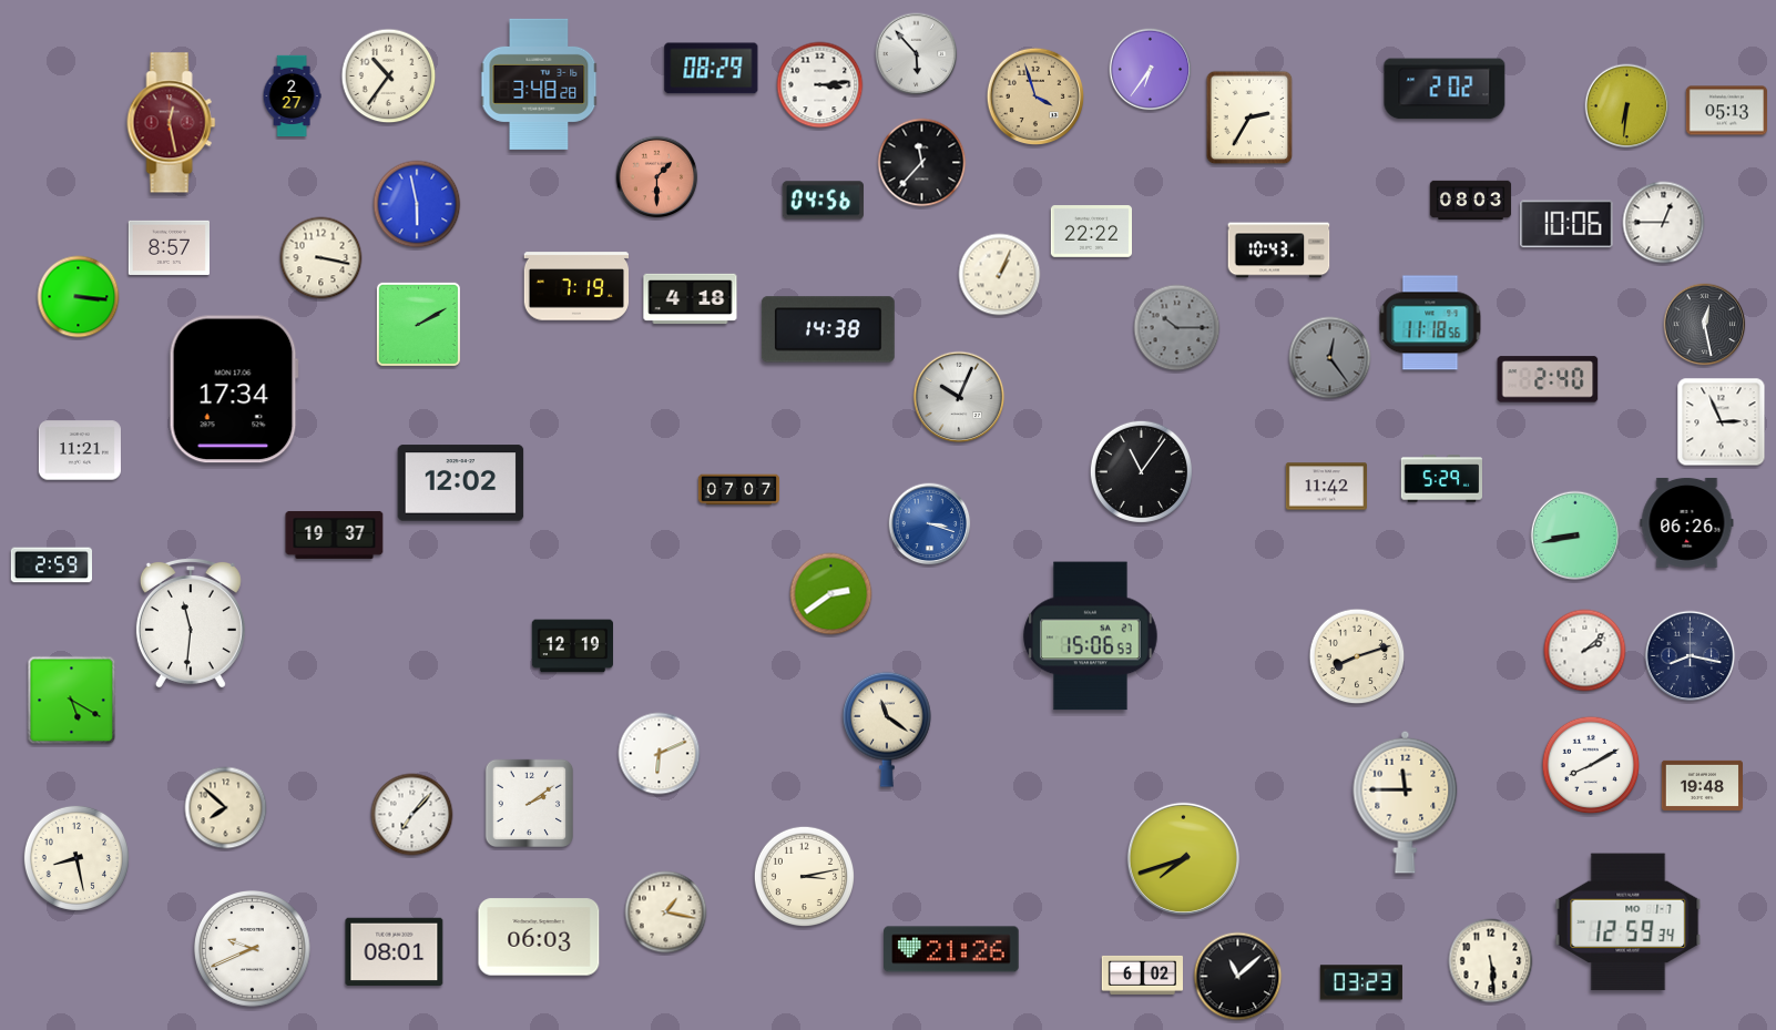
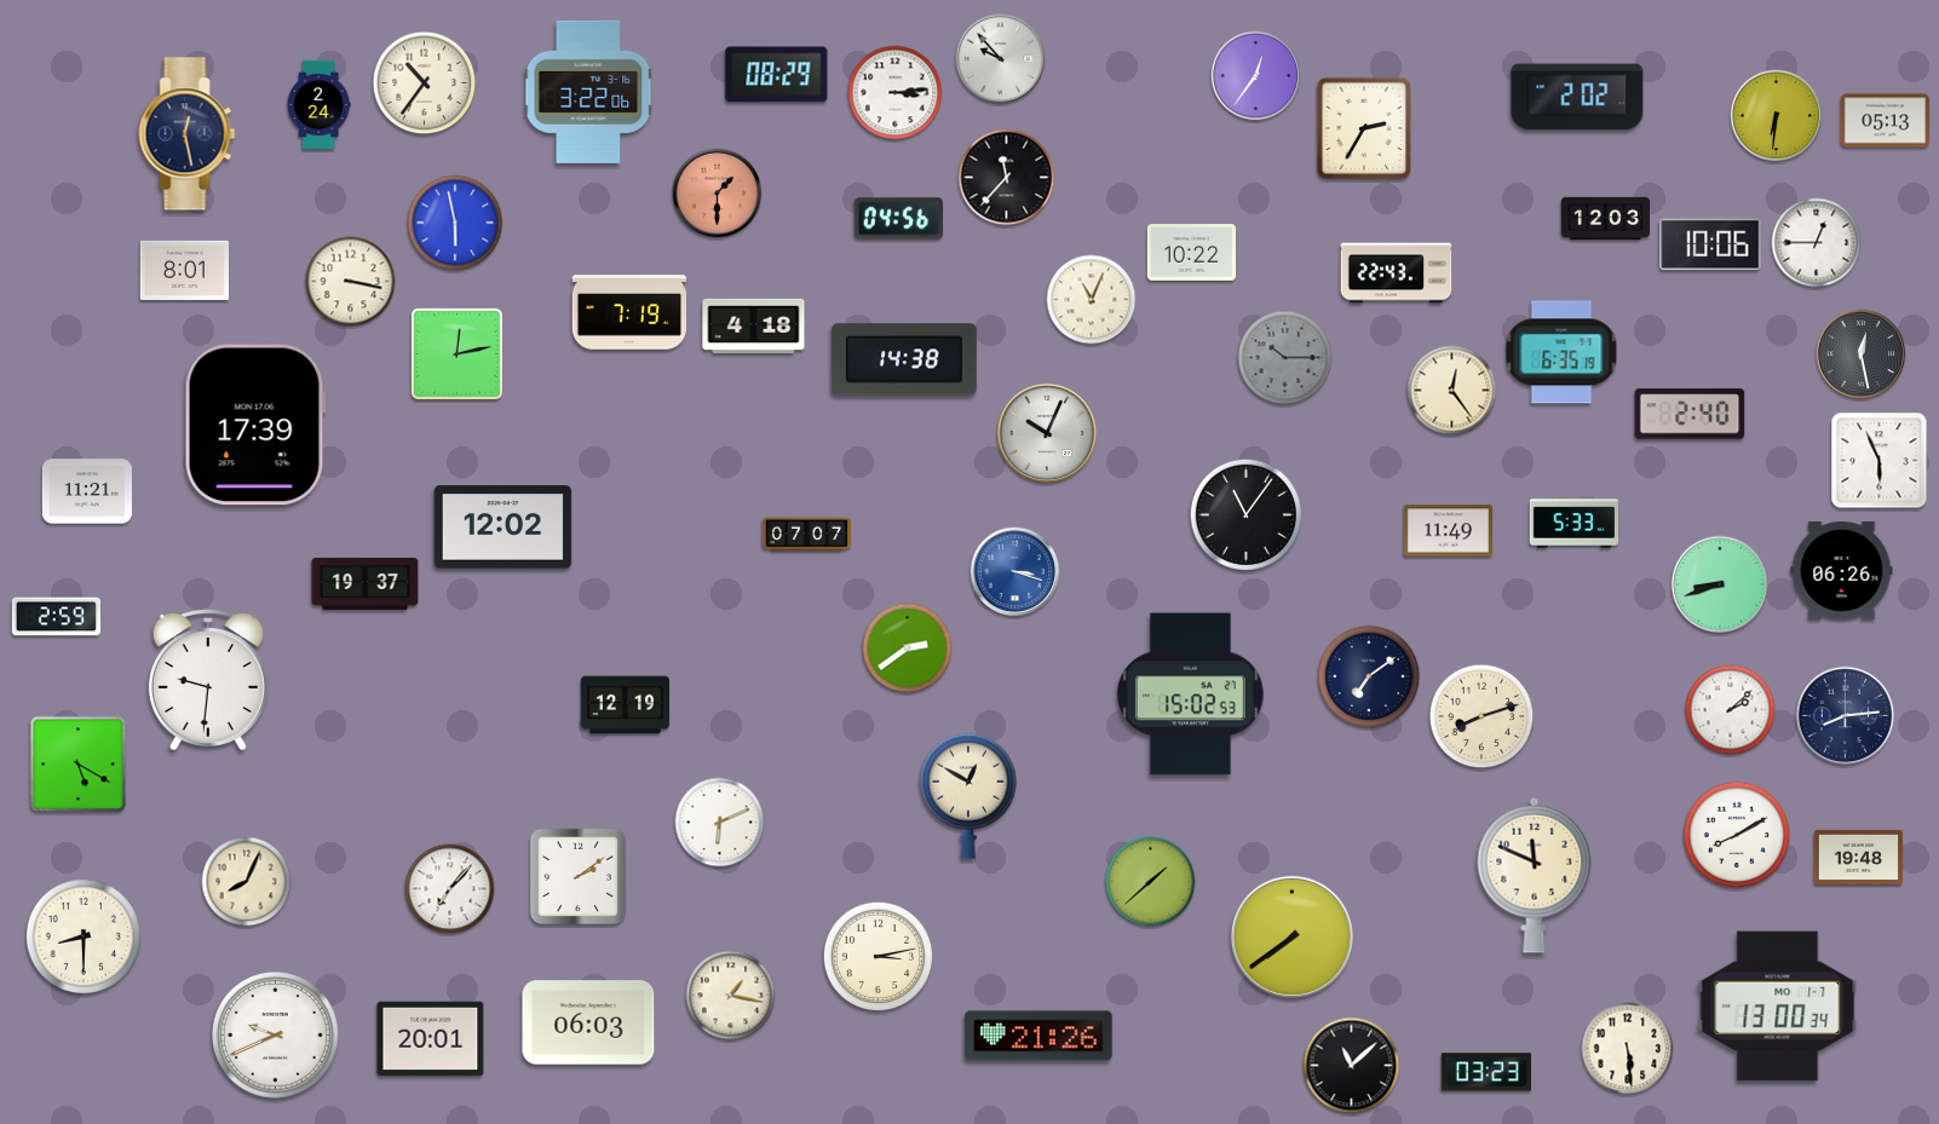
clock at (917, 54): 5:53 -> 9:53
clock at (1151, 70): 6:36 -> 12:36
clock at (539, 84): 3:48 -> 3:22
clock at (292, 96): 2:27 -> 2:24
clock at (1035, 96): 3:57 -> none
clock at (172, 123) dial: burgundy -> navy
clock at (1471, 201): 08:03 -> 12:03
clock at (1091, 232): 22:22 -> 10:22
clock at (169, 247): 8:57 -> 8:01
clock at (1279, 251): 10:43 -> 22:43
clock at (1000, 275): 1:04 -> 11:04
clock at (79, 297): 3:16 -> none
clock at (1430, 323): 11:18 -> 6:35
clock at (418, 324): 2:10 -> 12:13
clock at (1330, 358) dial: grey -> cream
clock at (234, 389): 17:34 -> 17:39
clock at (1722, 422): 2:56 -> 5:56
clock at (1441, 479): 5:29 -> 5:33
clock at (1326, 487): 11:42 -> 11:49
clock at (1575, 536): 8:43 -> 8:42
clock at (1369, 676): none -> 7:09
clock at (191, 622): 11:31 -> 9:31
clock at (1091, 636): 15:06 -> 15:02
clock at (1691, 656): 8:17 -> 8:14
clock at (887, 730): 11:21 -> 12:50
clock at (1406, 802): 11:45 -> 11:49
clock at (226, 808): 7:52 -> 8:04
clock at (1151, 882): none -> 1:38
clock at (76, 858): 8:28 -> 8:30
clock at (1183, 858): 7:42 -> 7:39
clock at (666, 912) position: (666, 912) -> (731, 996)
clock at (1629, 922): 12:59 -> 13:00
clock at (395, 952): 08:01 -> 20:01
clock at (1142, 975): 6:02 -> none
